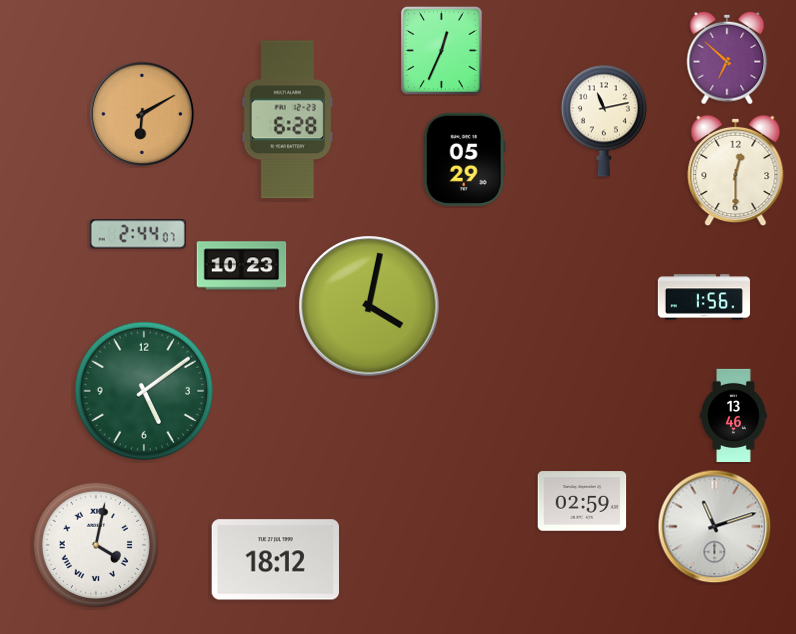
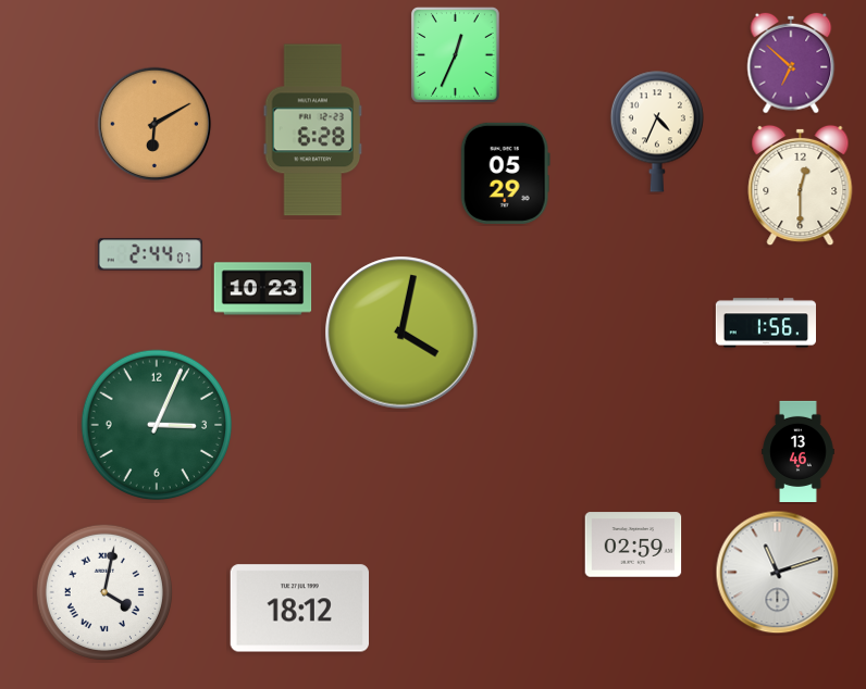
clock at (441, 50) position: (441, 50) -> (455, 54)
clock at (604, 121): 11:13 -> 4:34
clock at (144, 391): 5:09 -> 3:04
